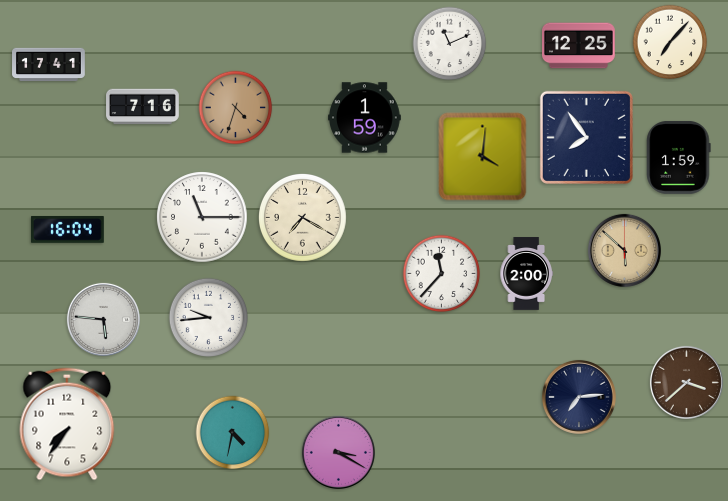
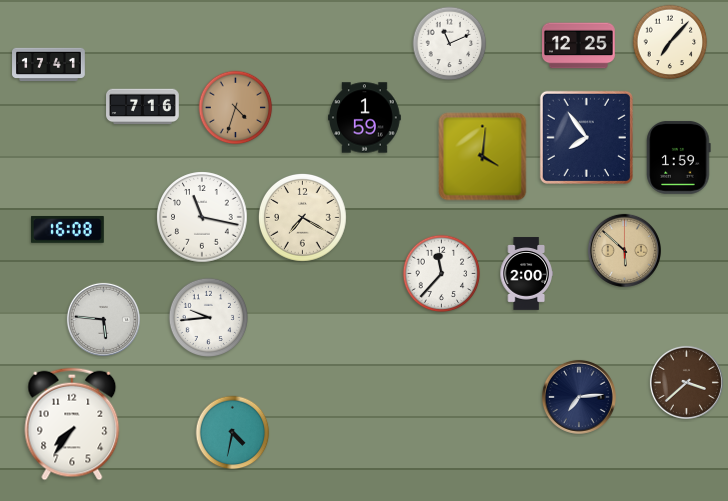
clock at (202, 217): 11:15 -> 11:17
clock at (67, 229): 16:04 -> 16:08
clock at (67, 424) position: (67, 424) -> (72, 424)
clock at (338, 452): 3:20 -> none
